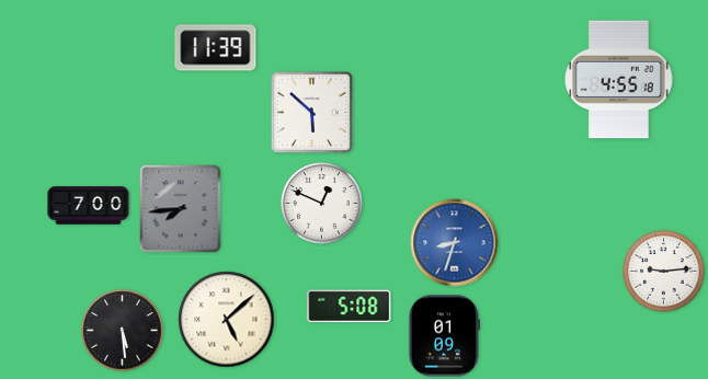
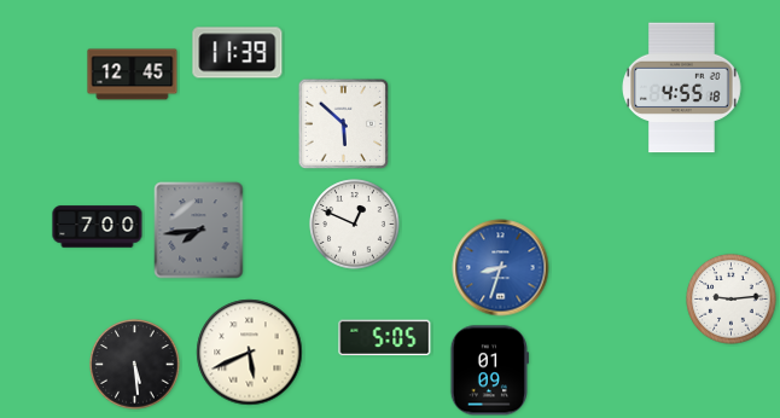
clock at (133, 75): none -> 12:45
clock at (350, 307): 5:08 -> 5:05
clock at (227, 320): 5:08 -> 5:41
